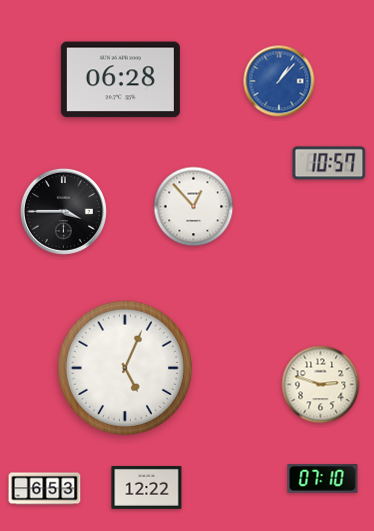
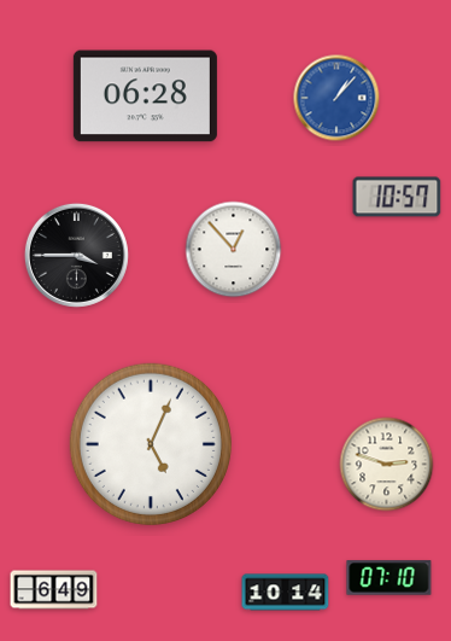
clock at (147, 488): 12:22 -> none
clock at (45, 489): 6:53 -> 6:49
clock at (286, 593): none -> 10:14
